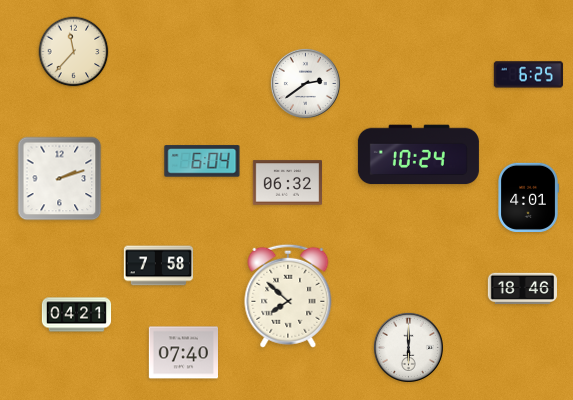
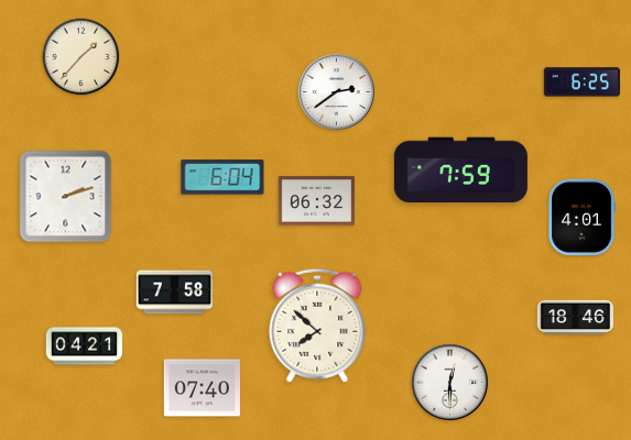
clock at (74, 52): 11:37 -> 1:37
clock at (418, 155): 10:24 -> 7:59
clock at (408, 347): 6:00 -> 12:30
